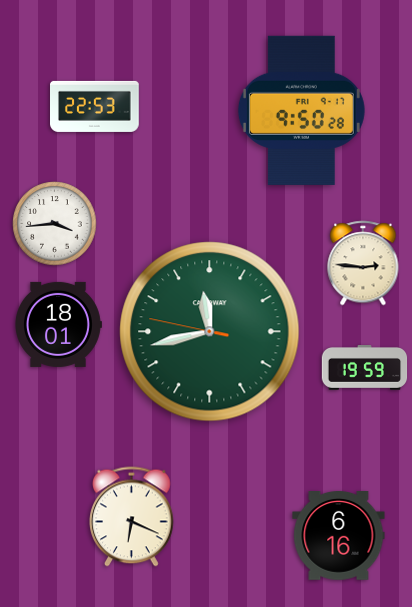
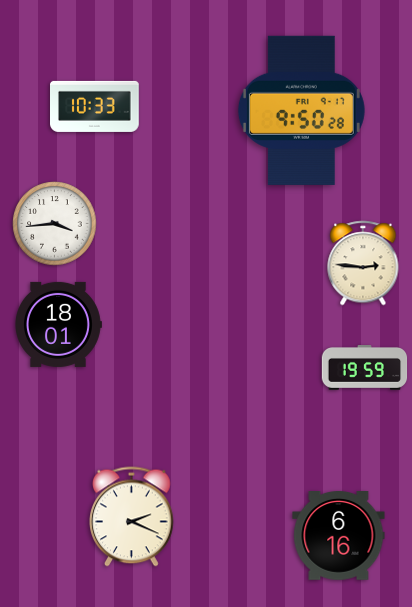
clock at (95, 106): 22:53 -> 10:33
clock at (210, 332): 11:42 -> none
clock at (132, 517): 6:19 -> 2:19
